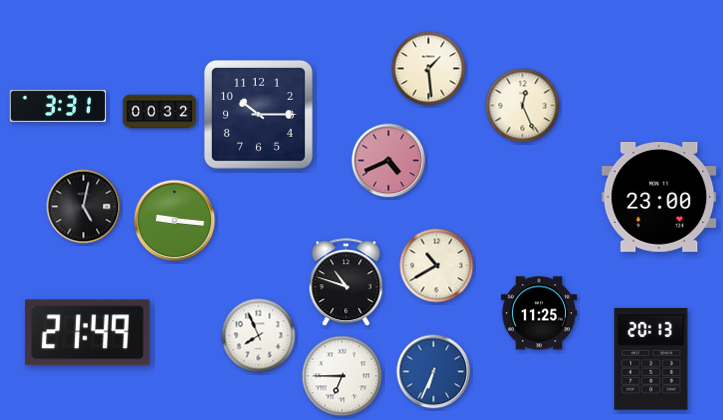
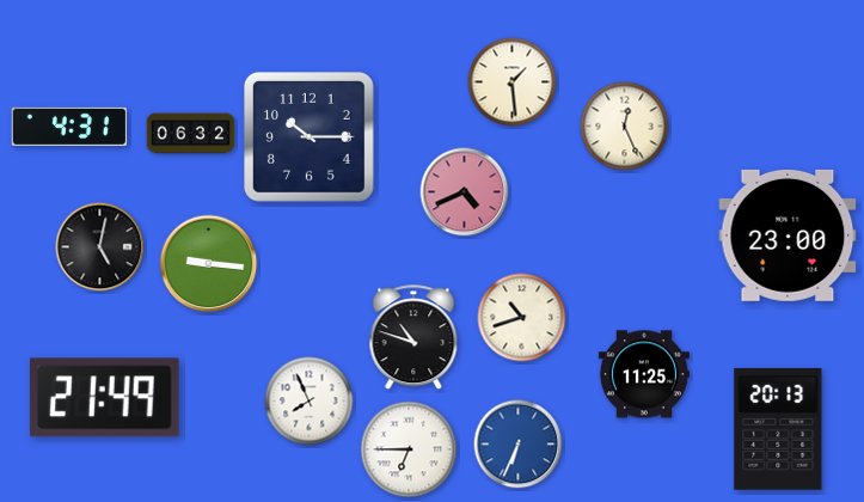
clock at (57, 106): 3:31 -> 4:31
clock at (160, 112): 00:32 -> 06:32
clock at (437, 266): 10:40 -> 10:42
